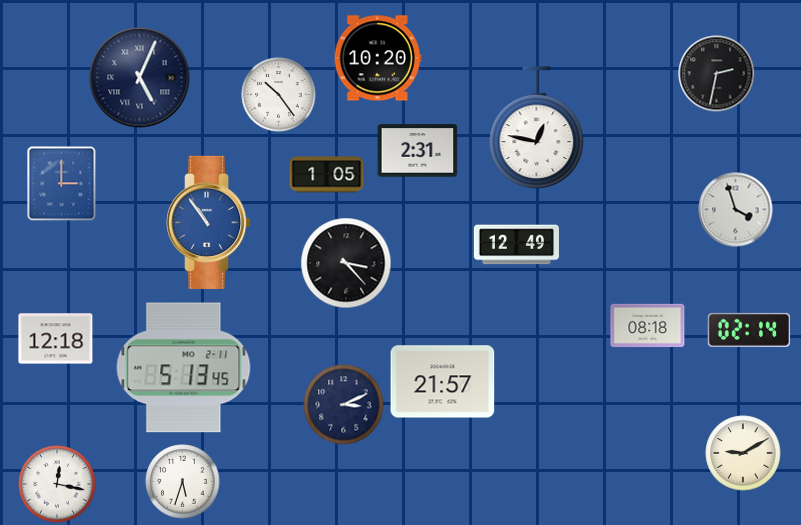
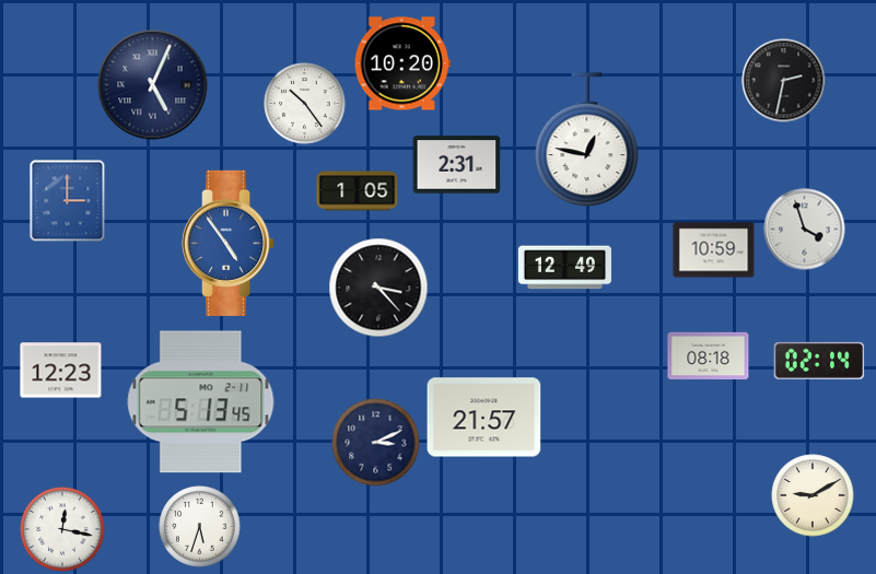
clock at (378, 58) position: (378, 58) -> (402, 63)
clock at (210, 222): 10:54 -> 4:54
clock at (714, 250): none -> 10:59
clock at (56, 339): 12:18 -> 12:23
